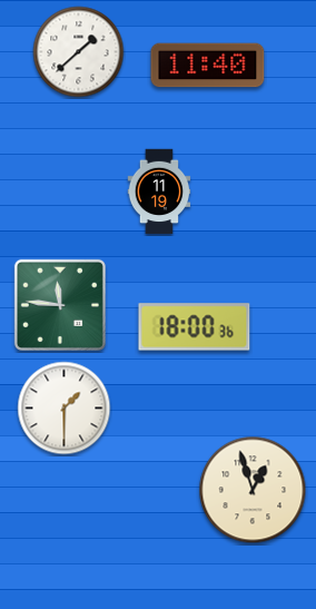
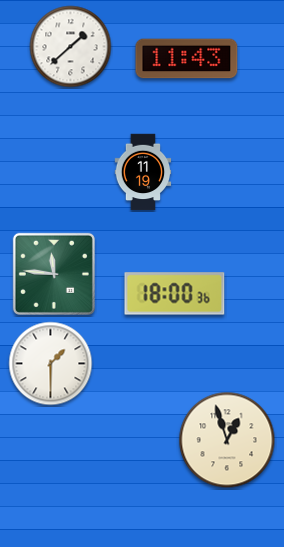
clock at (208, 66): 11:40 -> 11:43
clock at (65, 409) position: (65, 409) -> (51, 364)
